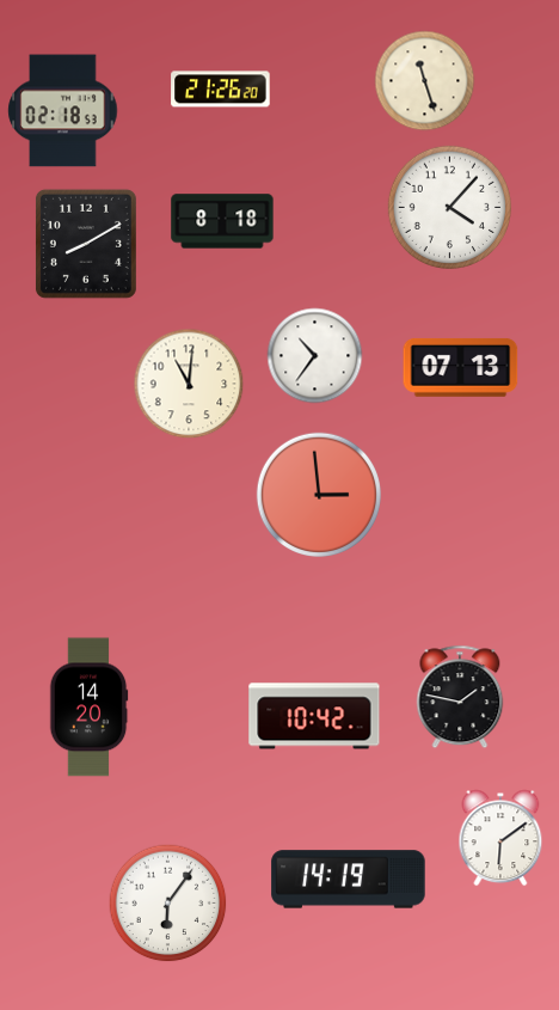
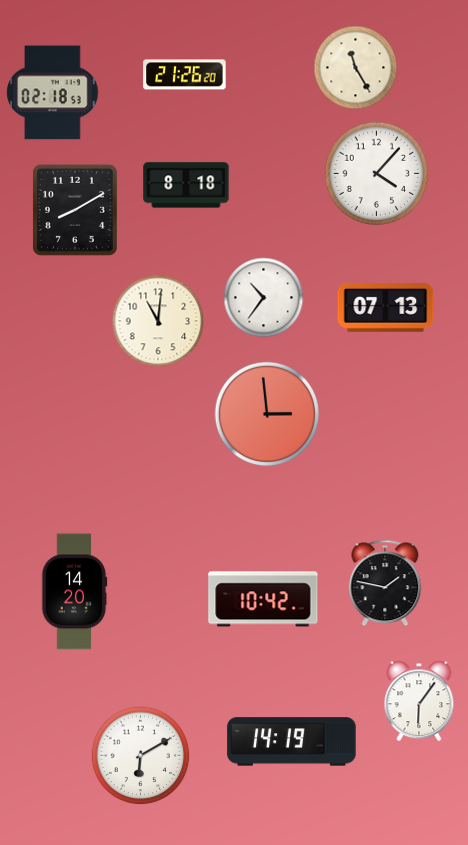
clock at (425, 81): 11:27 -> 11:25
clock at (86, 244) position: (86, 244) -> (75, 210)
clock at (500, 838): 6:09 -> 6:06
clock at (349, 880) position: (349, 880) -> (292, 742)
clock at (168, 904): 6:06 -> 6:10
